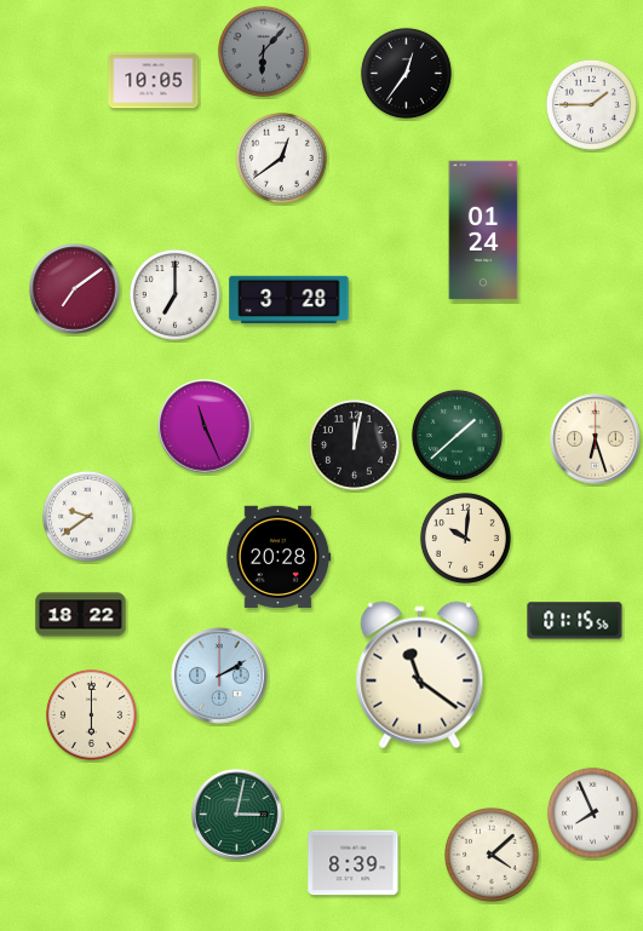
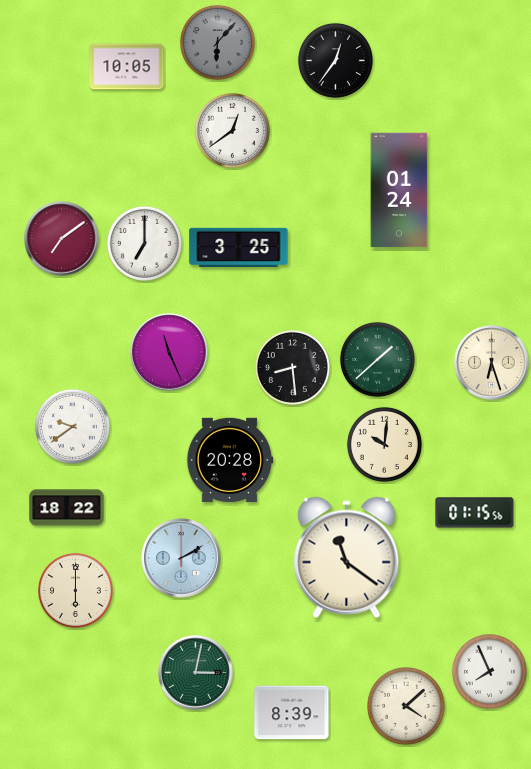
clock at (591, 104): 1:45 -> none
clock at (289, 299): 3:28 -> 3:25
clock at (354, 444): 12:02 -> 8:29
